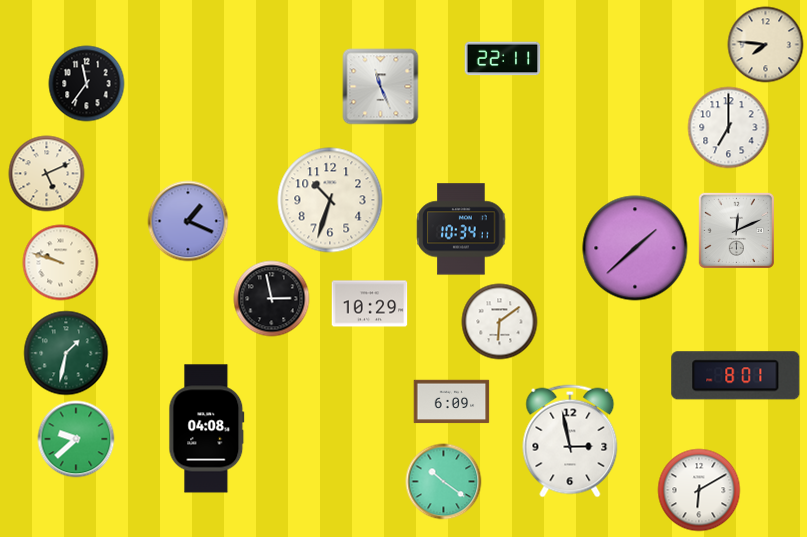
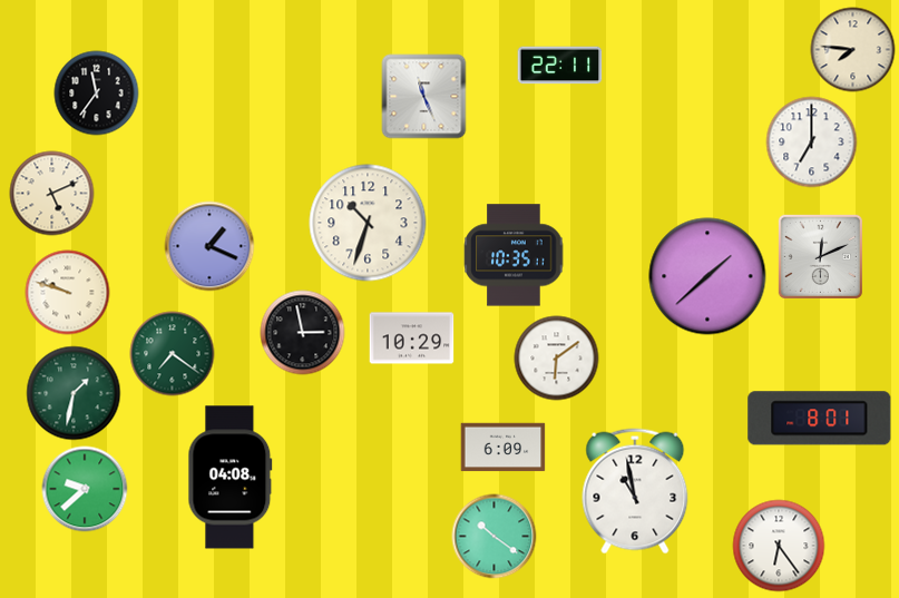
clock at (461, 229): 10:34 -> 10:35
clock at (173, 354): none -> 7:21
clock at (570, 441): 2:58 -> 10:58
clock at (699, 490): 6:10 -> 6:24
